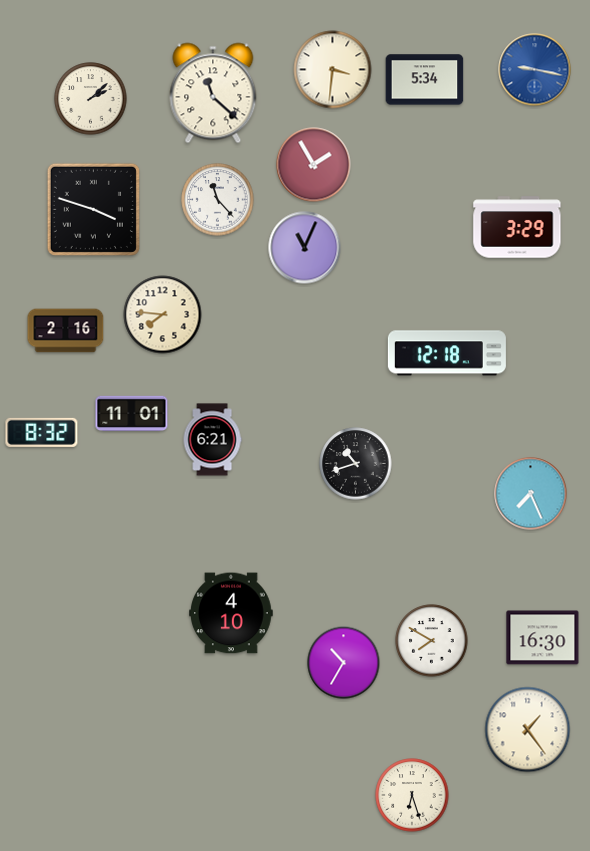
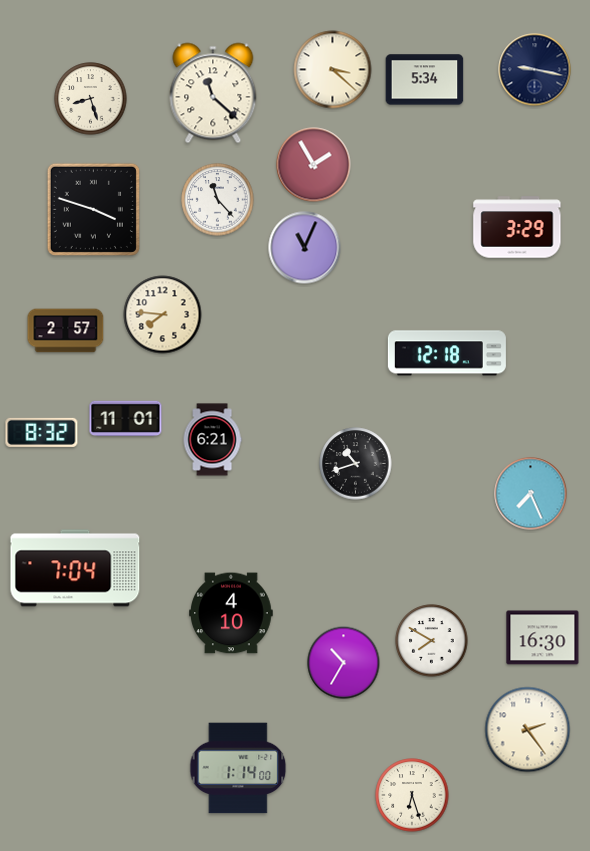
clock at (333, 70): 3:31 -> 3:22
clock at (535, 70) dial: blue -> navy
clock at (91, 99): 2:08 -> 8:27
clock at (66, 331): 2:16 -> 2:57
clock at (132, 413) position: (132, 413) -> (126, 418)
clock at (75, 568): none -> 7:04
clock at (528, 730): 1:24 -> 2:24
clock at (238, 768): none -> 1:14
